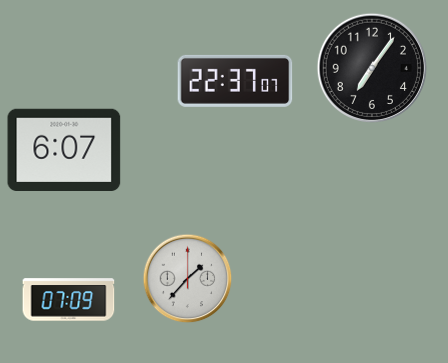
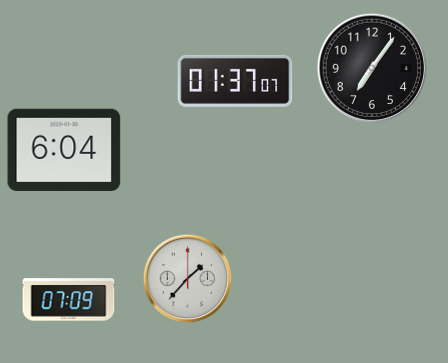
clock at (235, 81): 22:37 -> 01:37
clock at (64, 149): 6:07 -> 6:04
